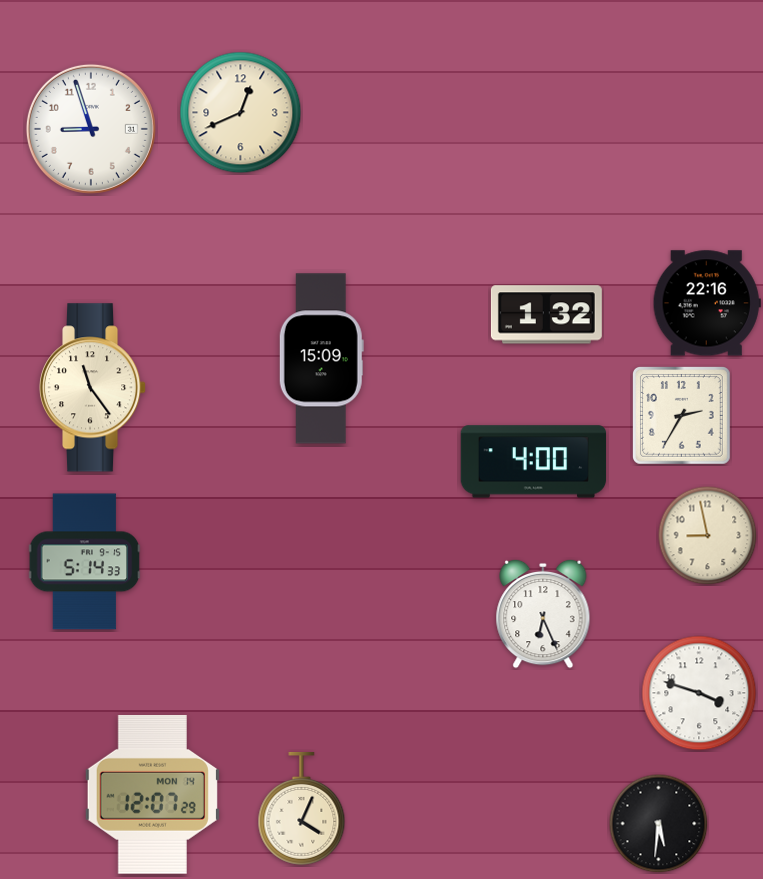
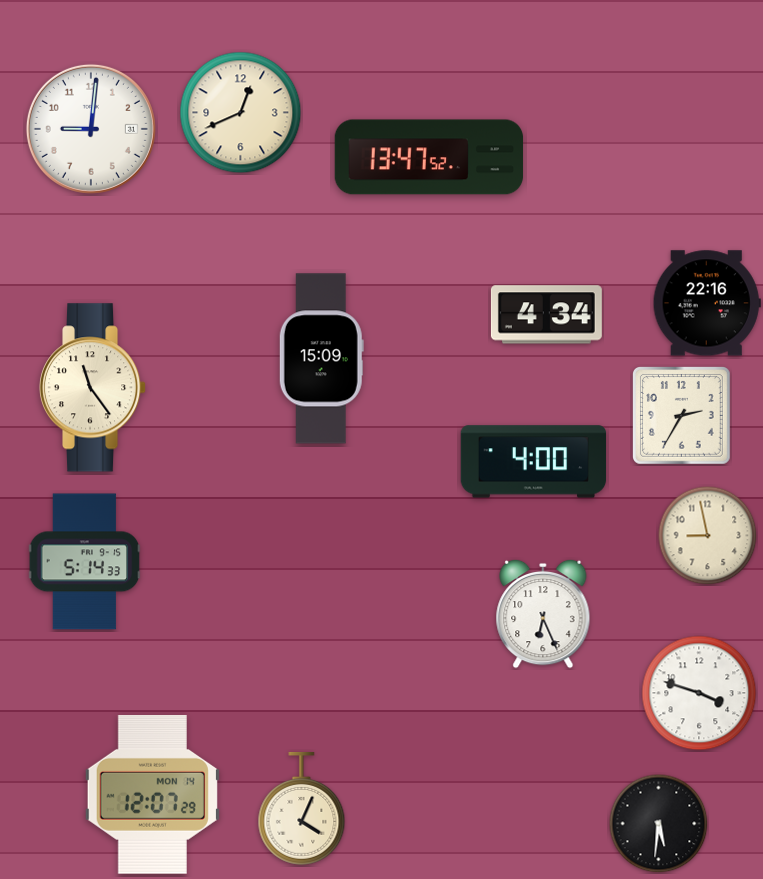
clock at (91, 129): 8:57 -> 9:01
clock at (429, 157): none -> 13:47
clock at (546, 315): 1:32 -> 4:34
